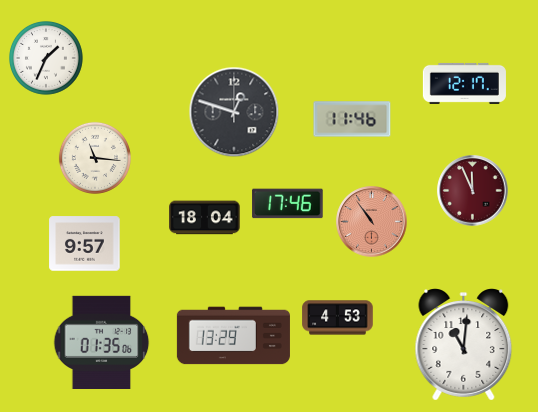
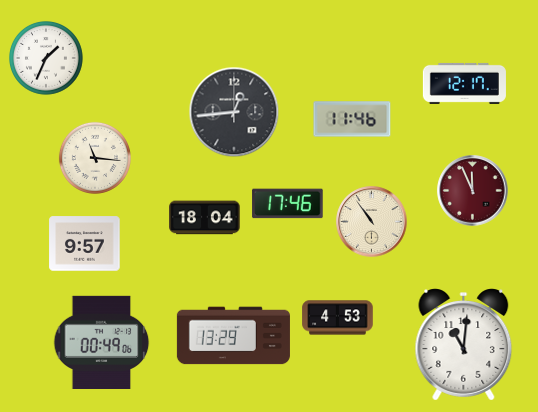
clock at (234, 112): 12:48 -> 12:44
clock at (372, 222) dial: salmon -> cream
clock at (102, 342): 01:35 -> 00:49
